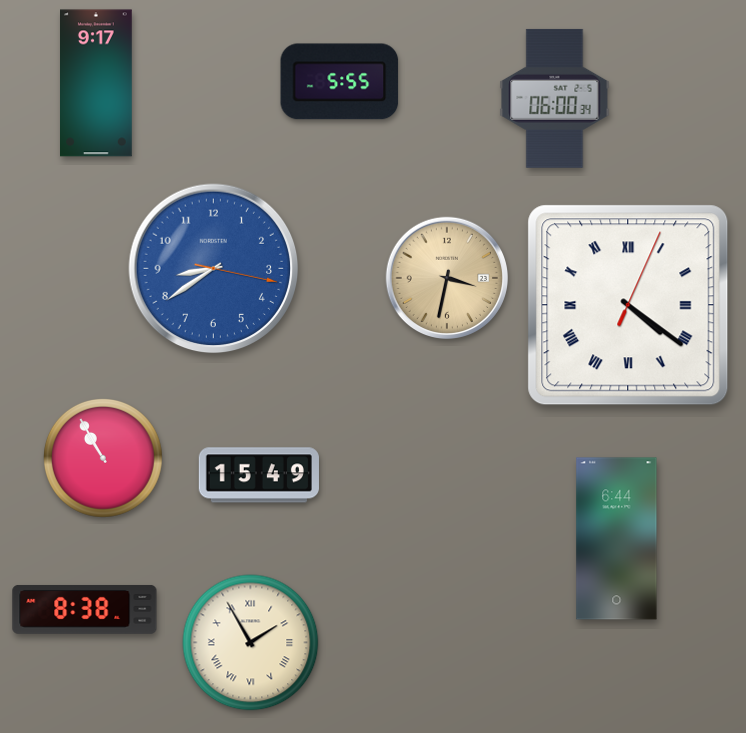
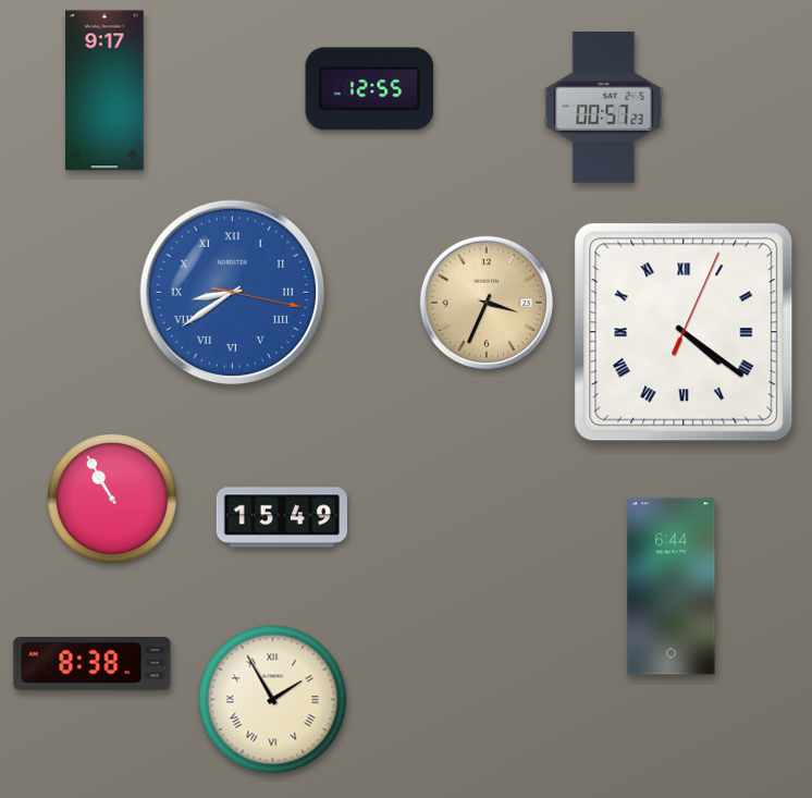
clock at (340, 82): 5:55 -> 12:55
clock at (555, 98): 06:00 -> 00:57
clock at (214, 269) numerals: Arabic -> Roman
clock at (446, 277): 3:32 -> 3:34
